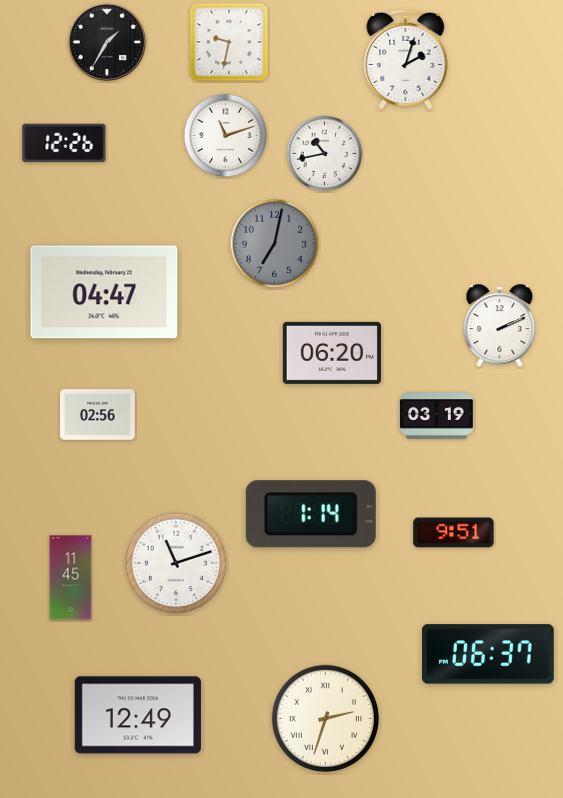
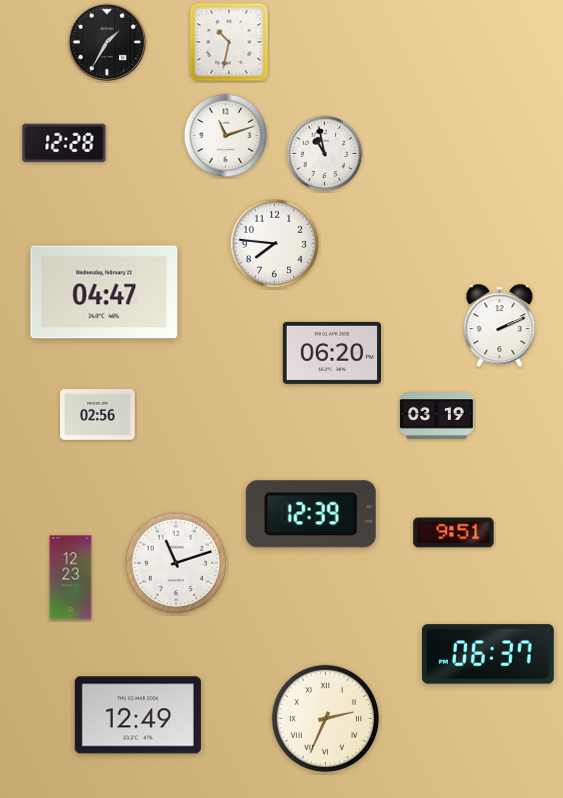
clock at (229, 42): 9:32 -> 10:32
clock at (406, 58): 2:03 -> none
clock at (64, 143): 12:26 -> 12:28
clock at (325, 154): 10:43 -> 10:58
clock at (275, 244): 7:02 -> 7:46
clock at (275, 244) dial: grey -> white
clock at (311, 514): 1:14 -> 12:39
clock at (71, 578): 11:45 -> 12:23
clock at (325, 718): 2:33 -> 2:34
